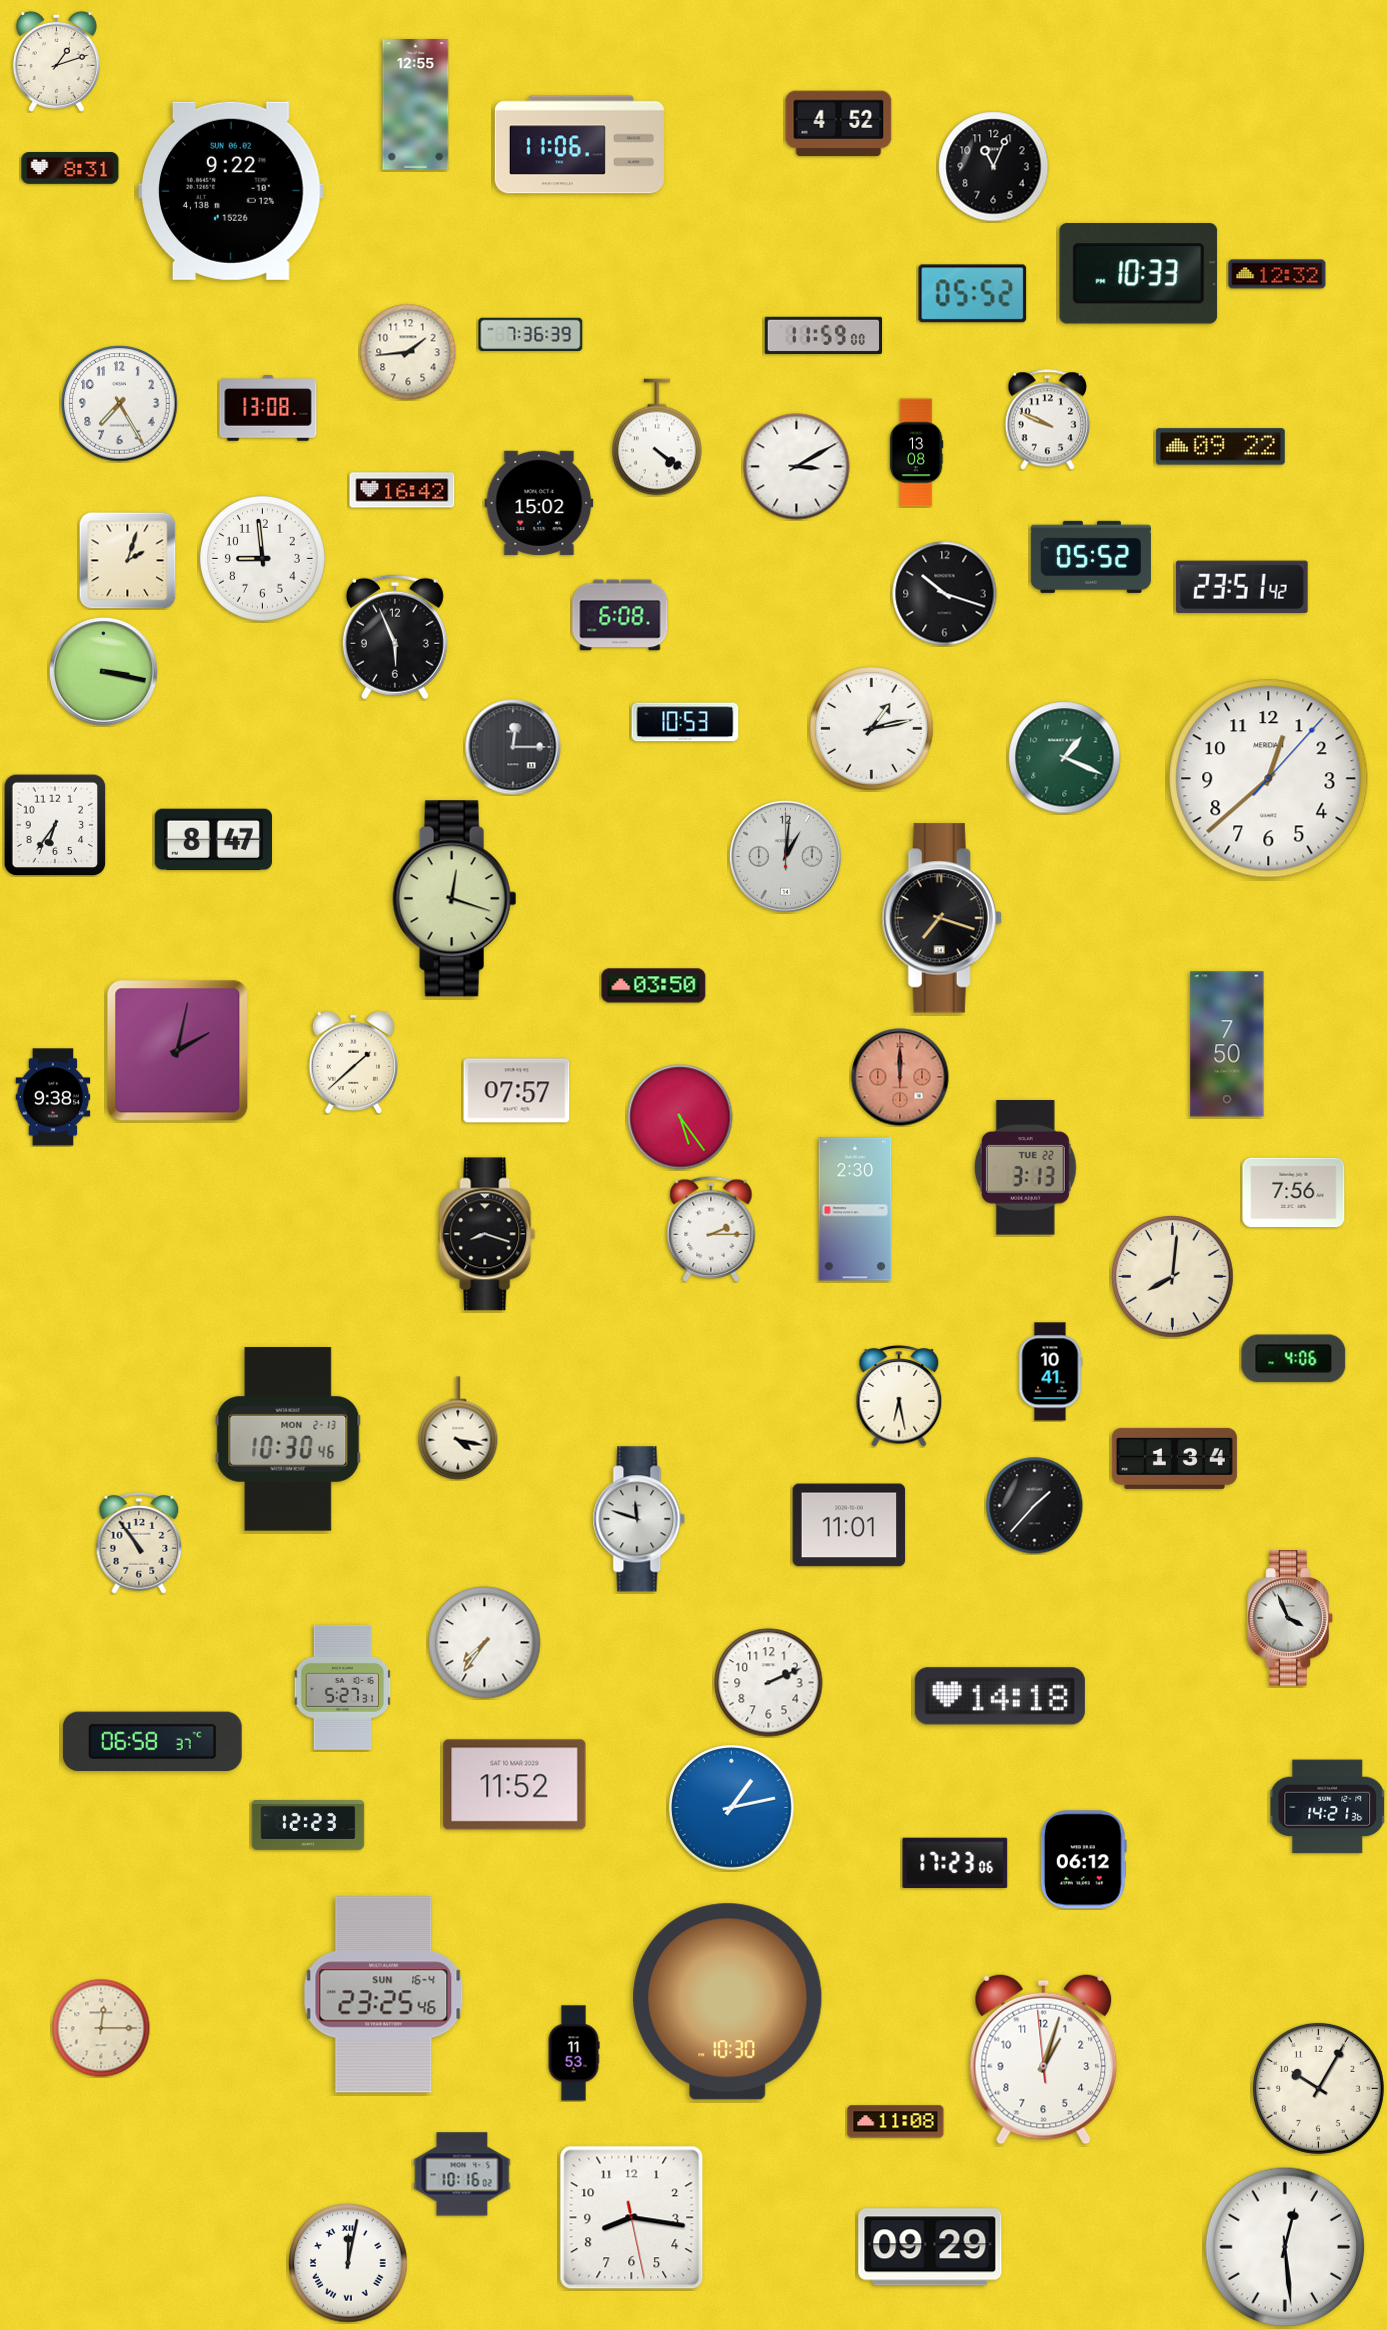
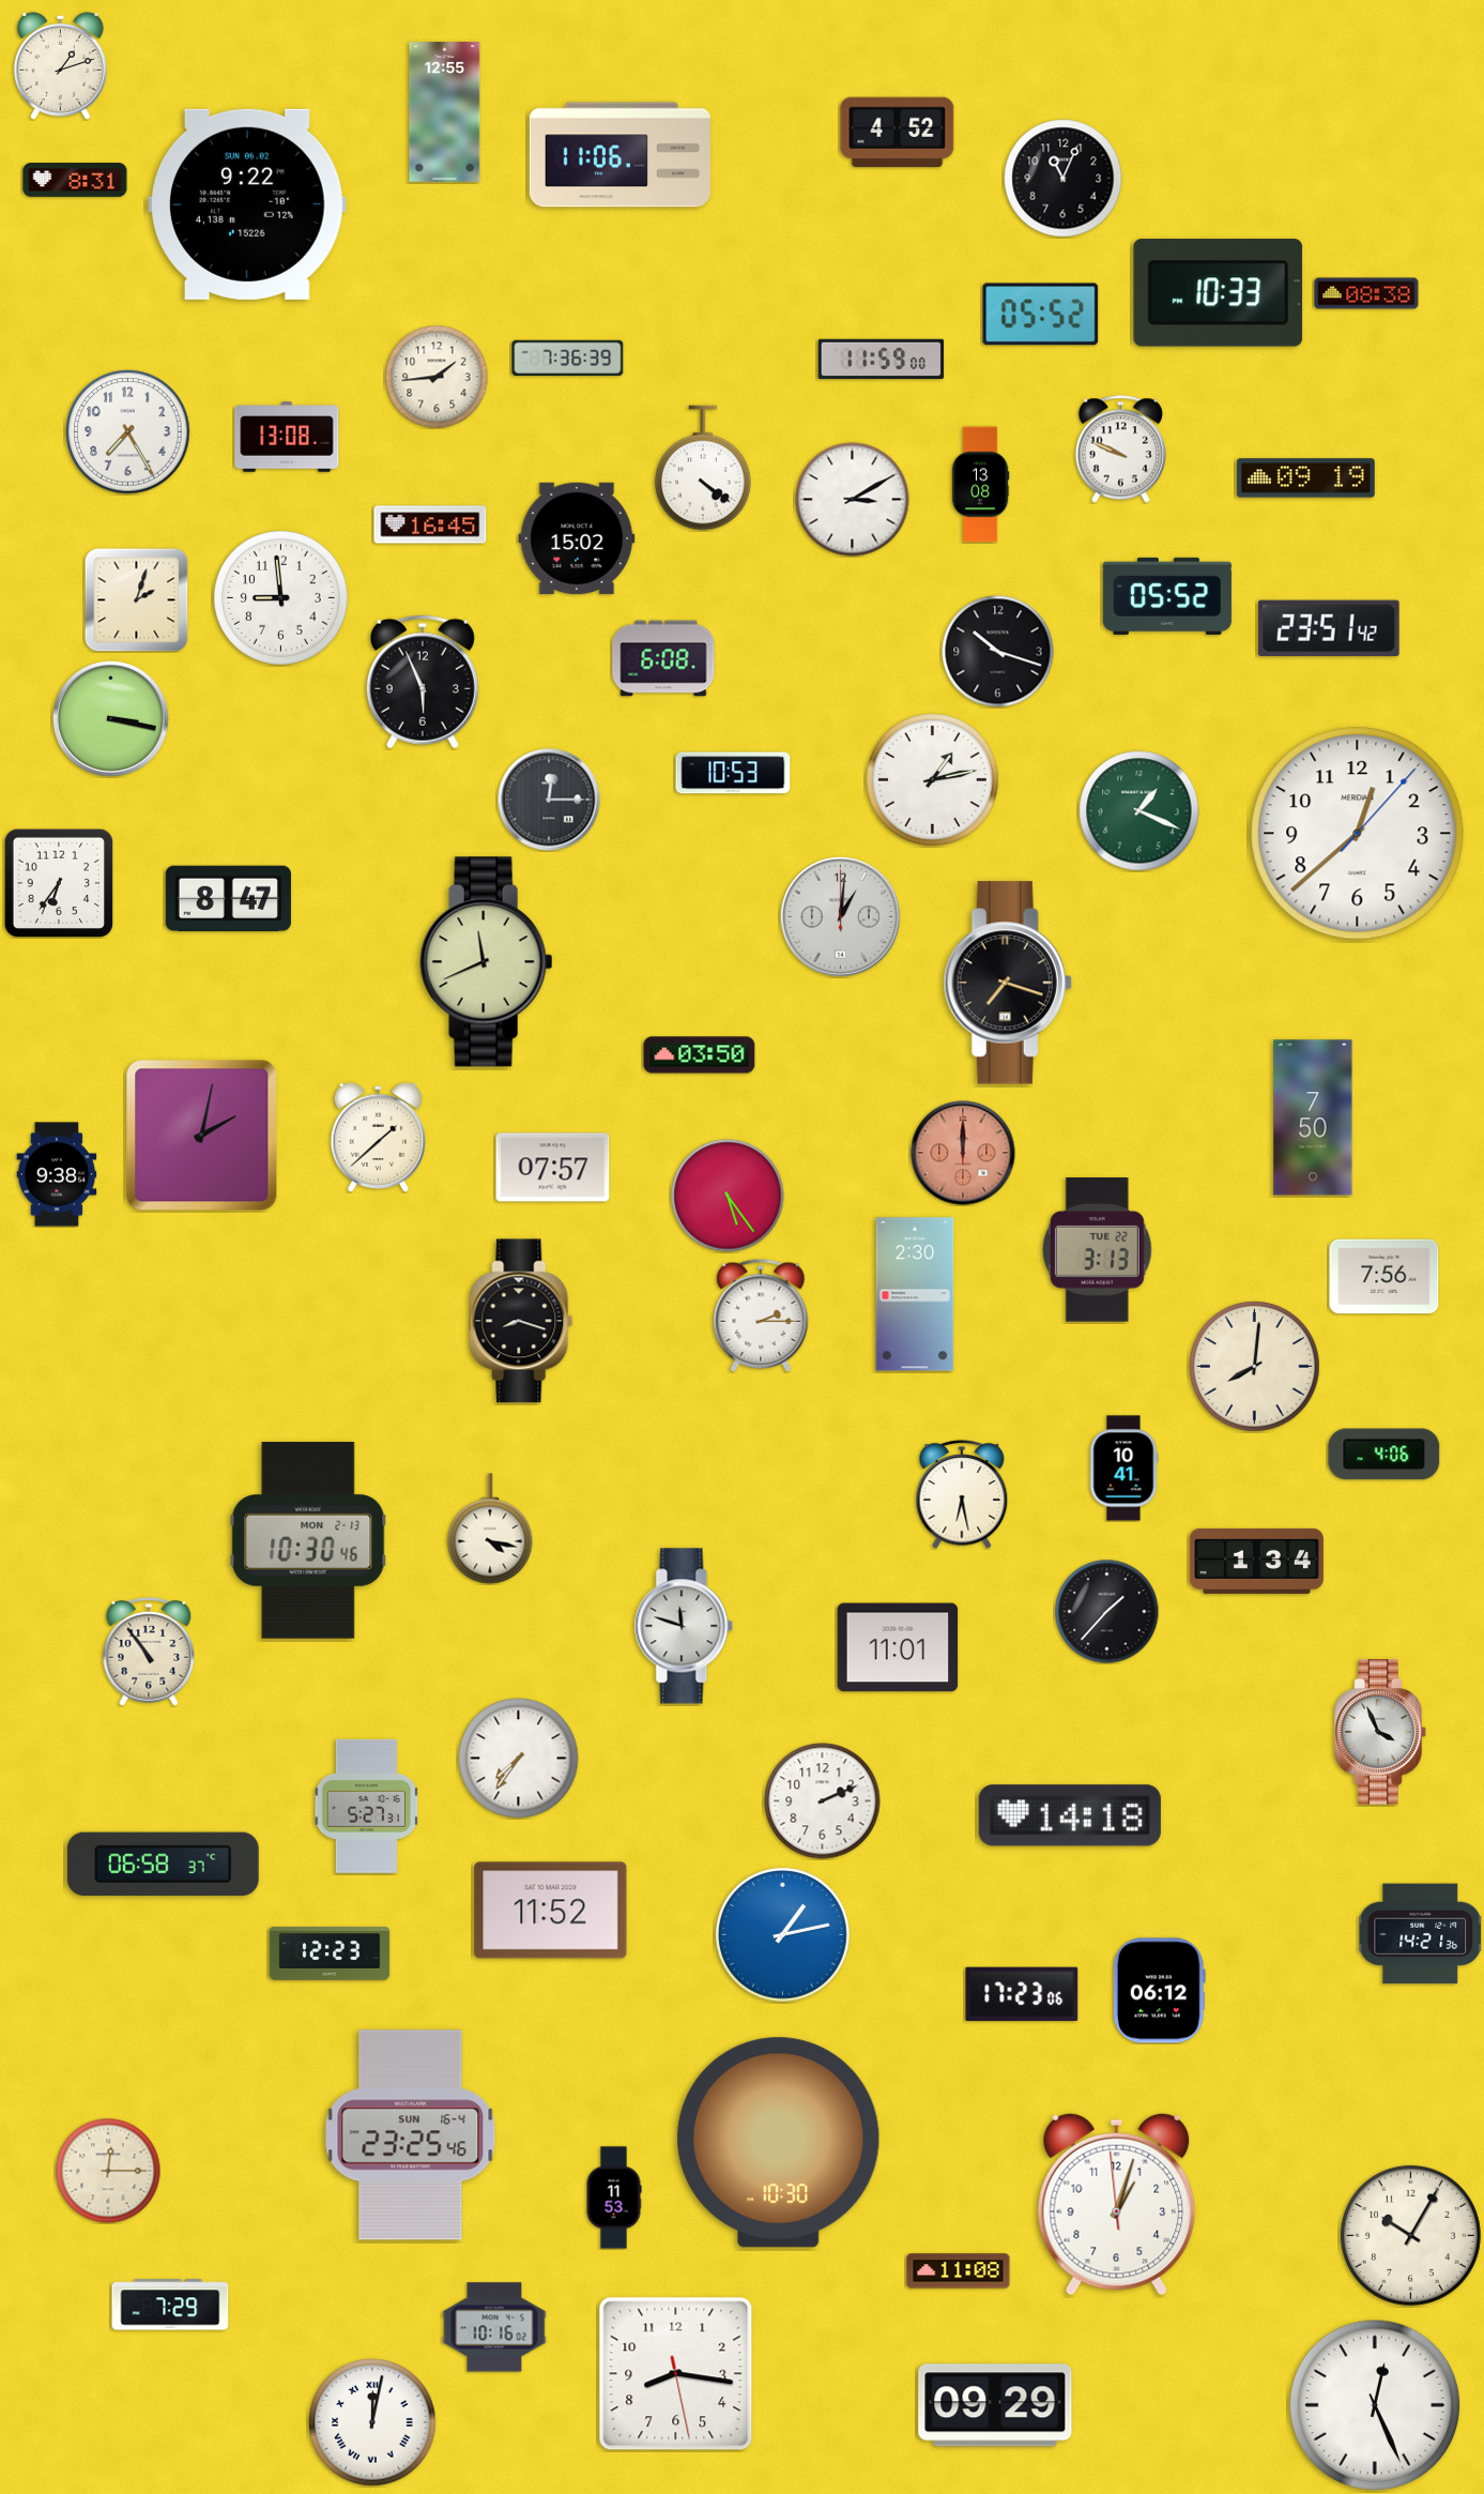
clock at (1277, 274): 12:32 -> 08:38
clock at (1220, 447): 09:22 -> 09:19
clock at (402, 490): 16:42 -> 16:45
clock at (945, 594) position: (945, 594) -> (998, 652)
clock at (455, 899): 12:18 -> 11:41
clock at (178, 1051) position: (178, 1051) -> (202, 1136)
clock at (849, 1525) position: (849, 1525) -> (898, 1647)
clock at (170, 2305): none -> 7:29
clock at (1285, 2247): 12:29 -> 12:26
